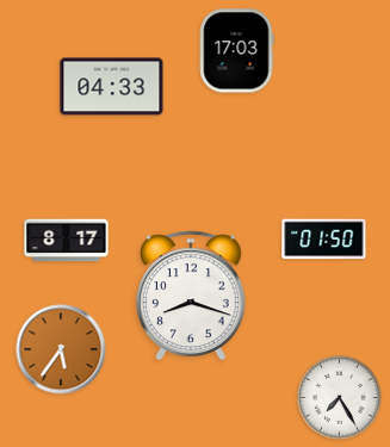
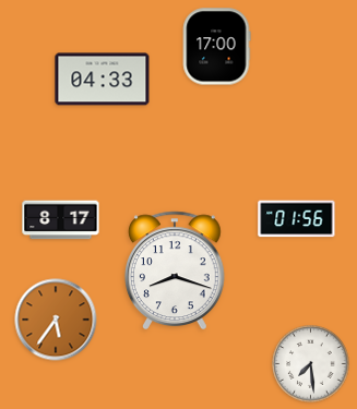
clock at (236, 51): 17:03 -> 17:00
clock at (324, 240): 01:50 -> 01:56
clock at (340, 398): 7:25 -> 7:29
